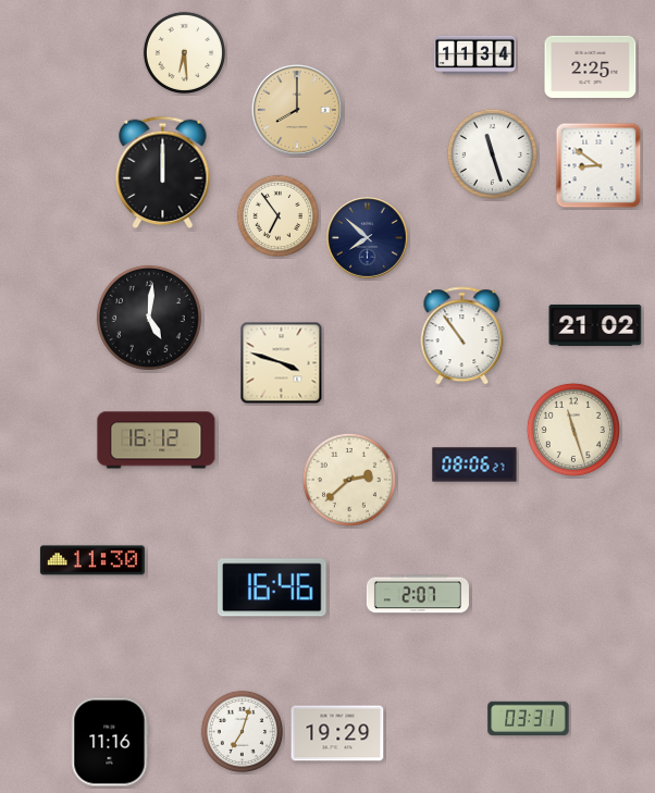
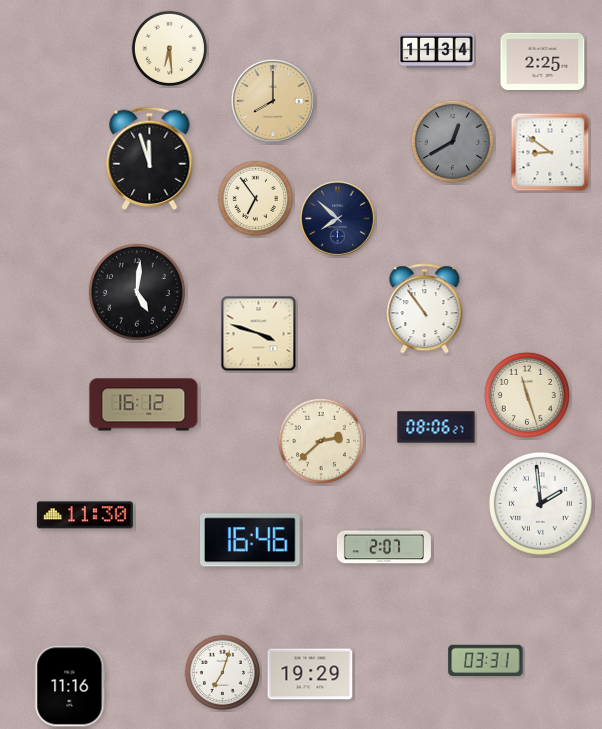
clock at (492, 153): 11:27 -> 12:40
clock at (492, 153) dial: white -> grey
clock at (163, 173): 12:00 -> 11:57
clock at (595, 325): 21:02 -> none
clock at (540, 503): none -> 1:59
clock at (110, 742) position: (110, 742) -> (70, 686)
